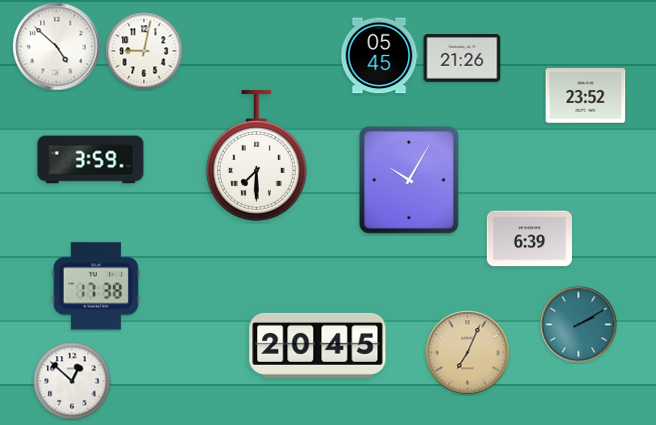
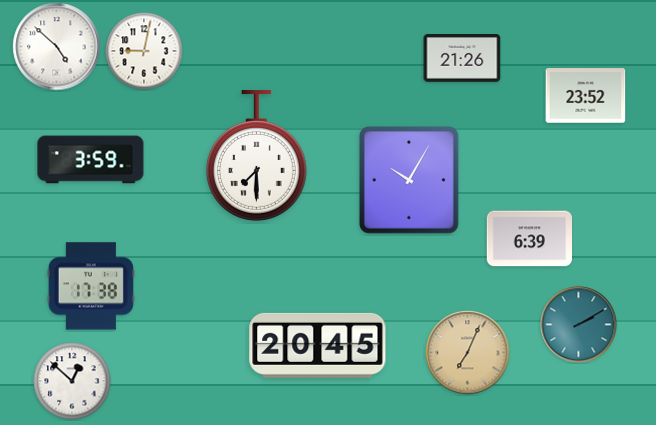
clock at (379, 56): 05:45 -> none
clock at (96, 286) position: (96, 286) -> (91, 286)
